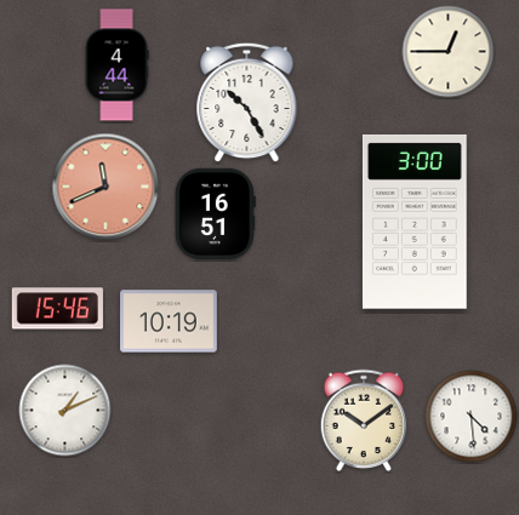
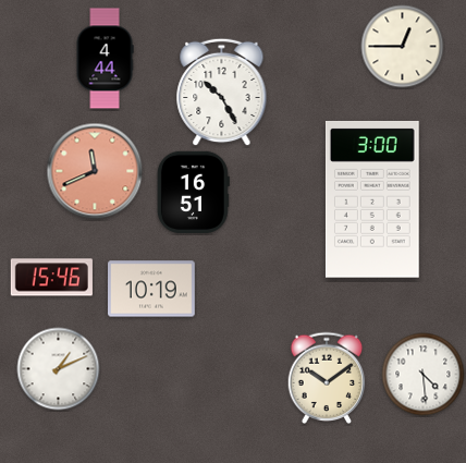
clock at (105, 187) position: (105, 187) -> (95, 171)
